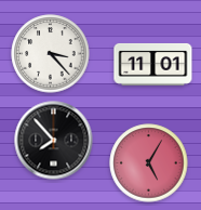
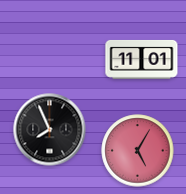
clock at (51, 54): 3:23 -> none
clock at (54, 141): 7:53 -> 7:56
